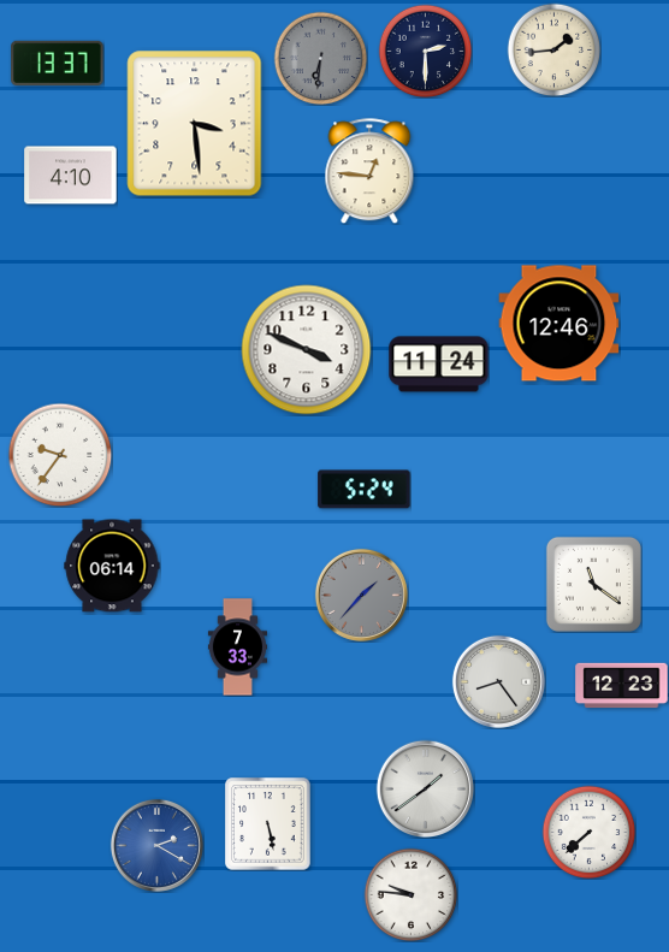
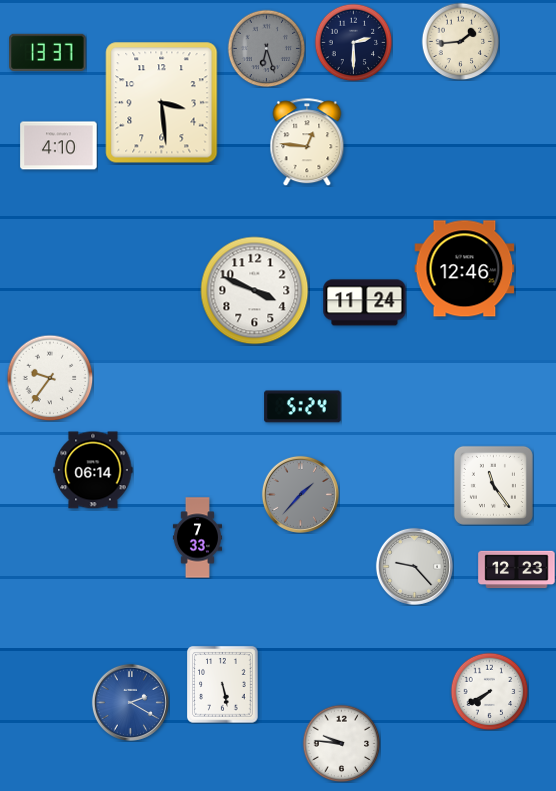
clock at (320, 58): 6:31 -> 6:27
clock at (593, 584): 11:21 -> 11:24
clock at (498, 681): 8:24 -> 9:23
clock at (425, 788): 1:39 -> none
clock at (588, 832): 7:38 -> 7:40
